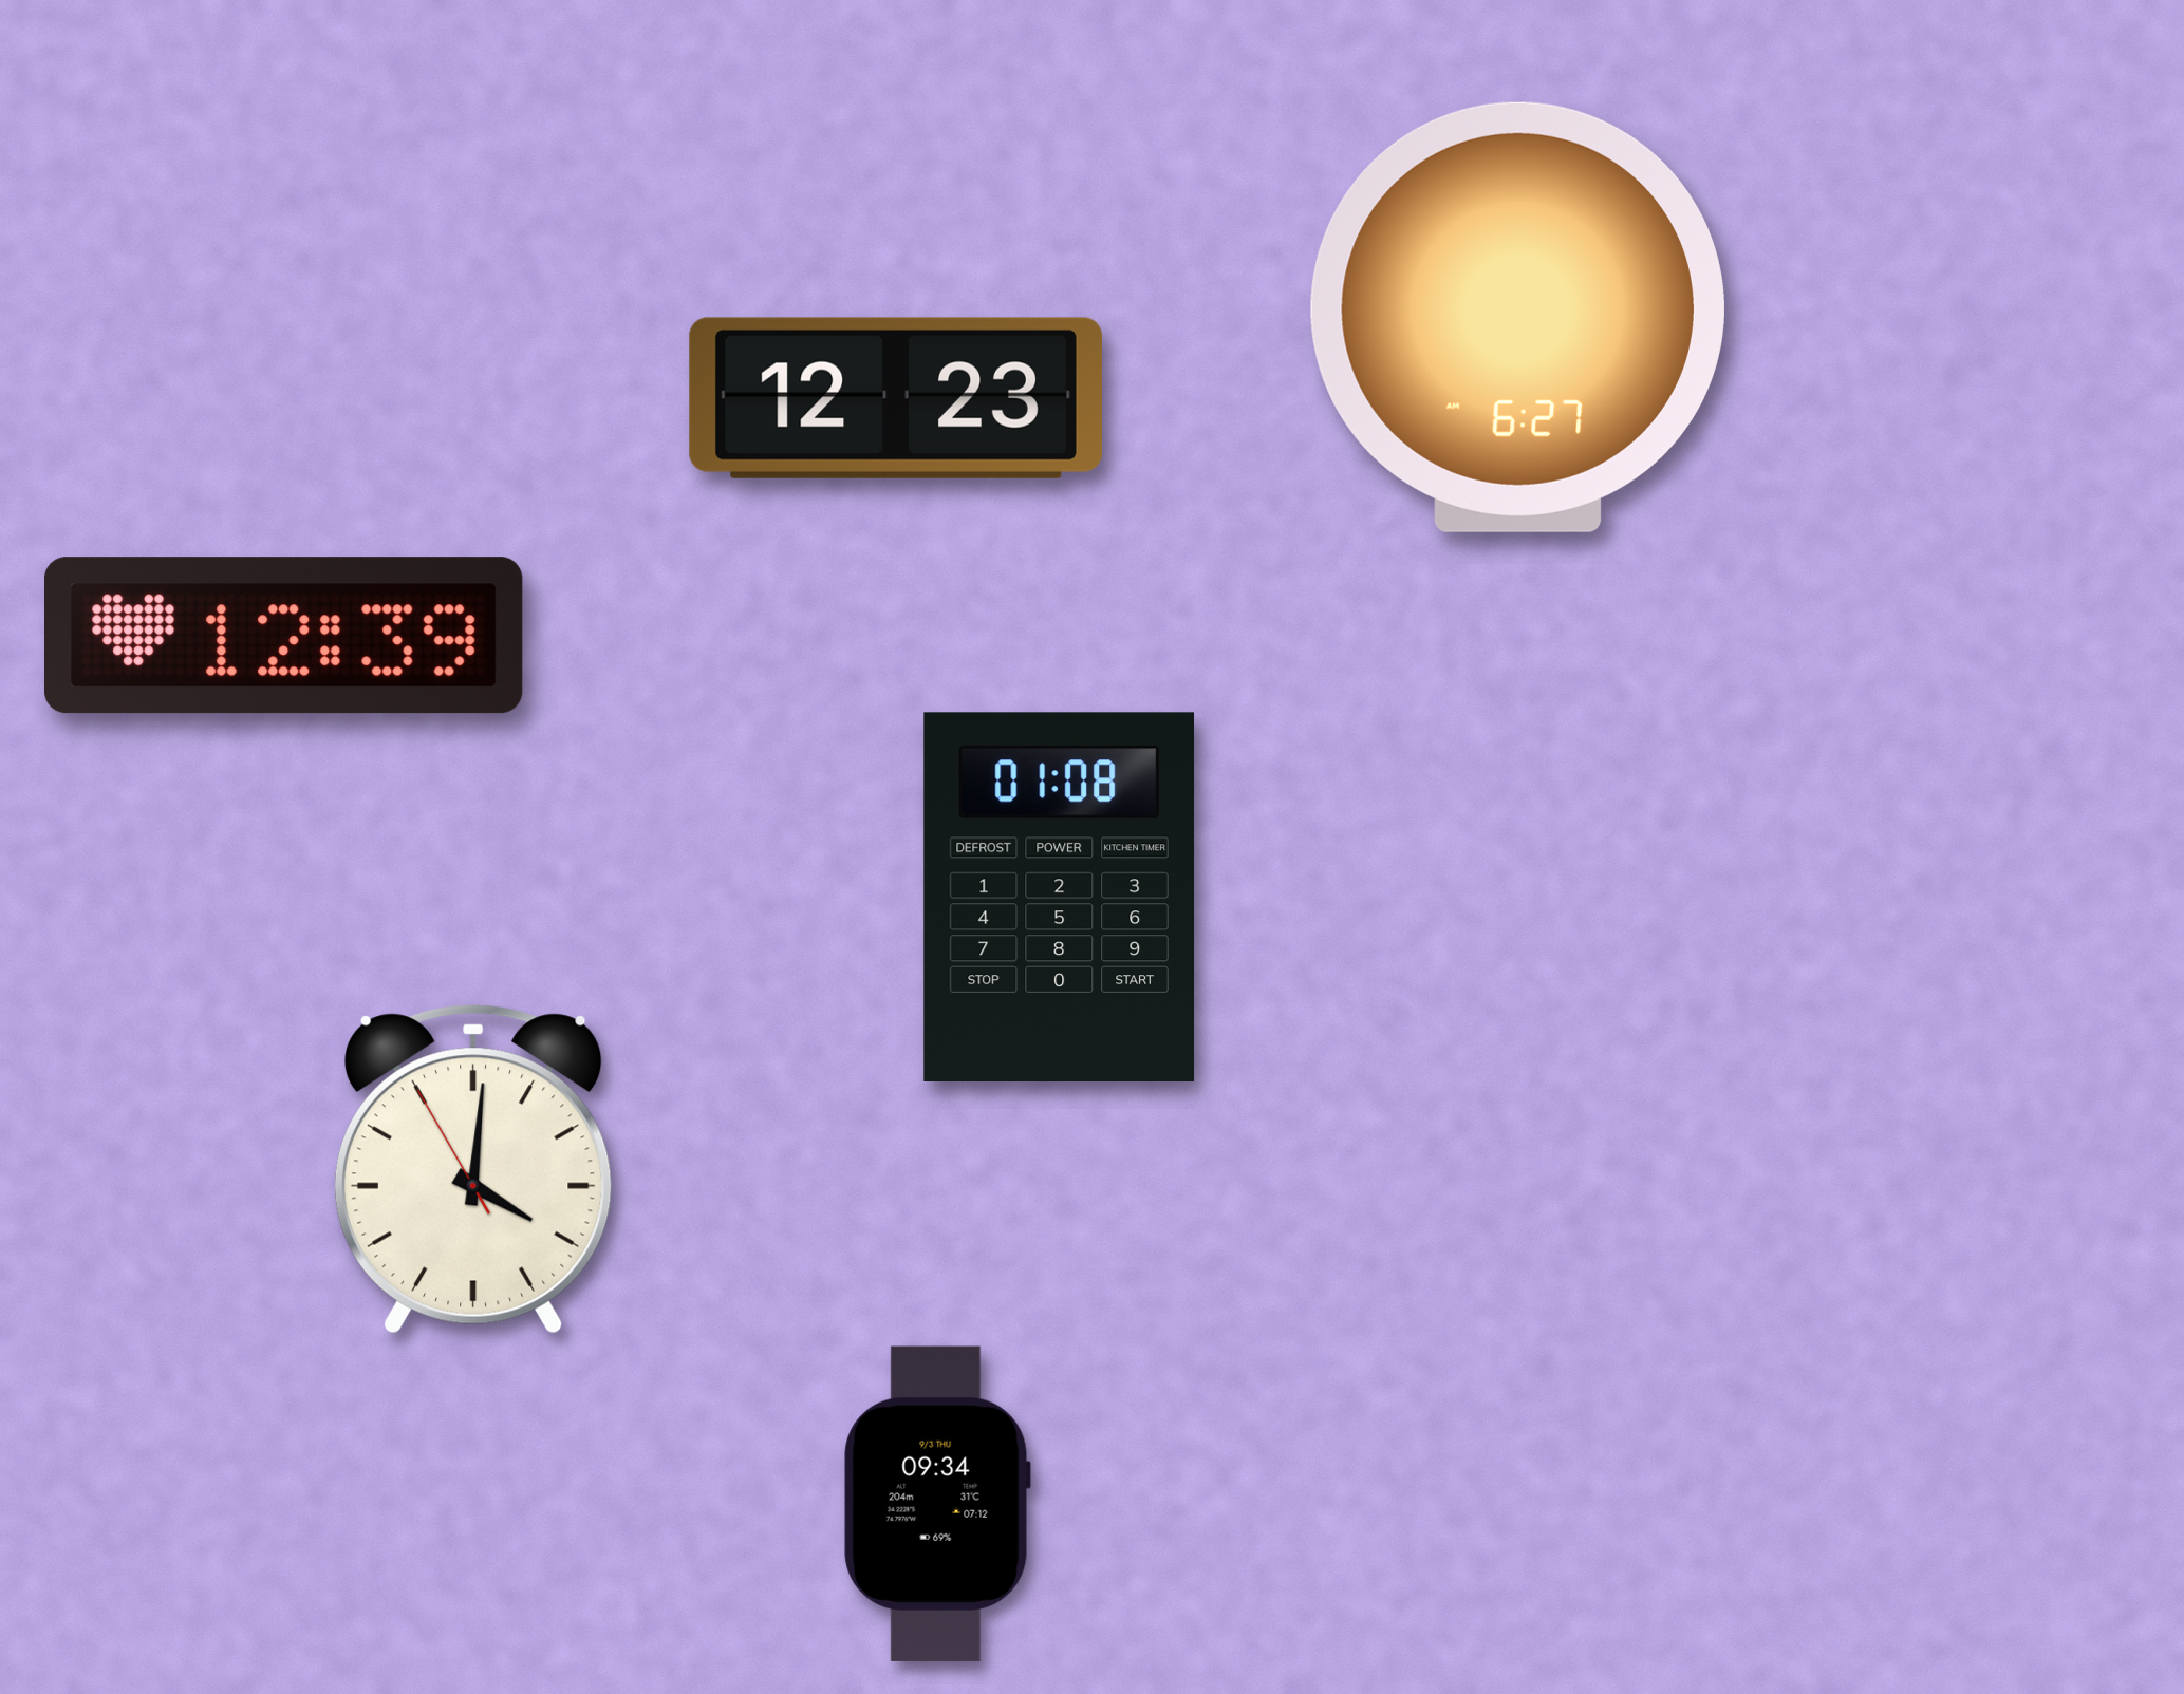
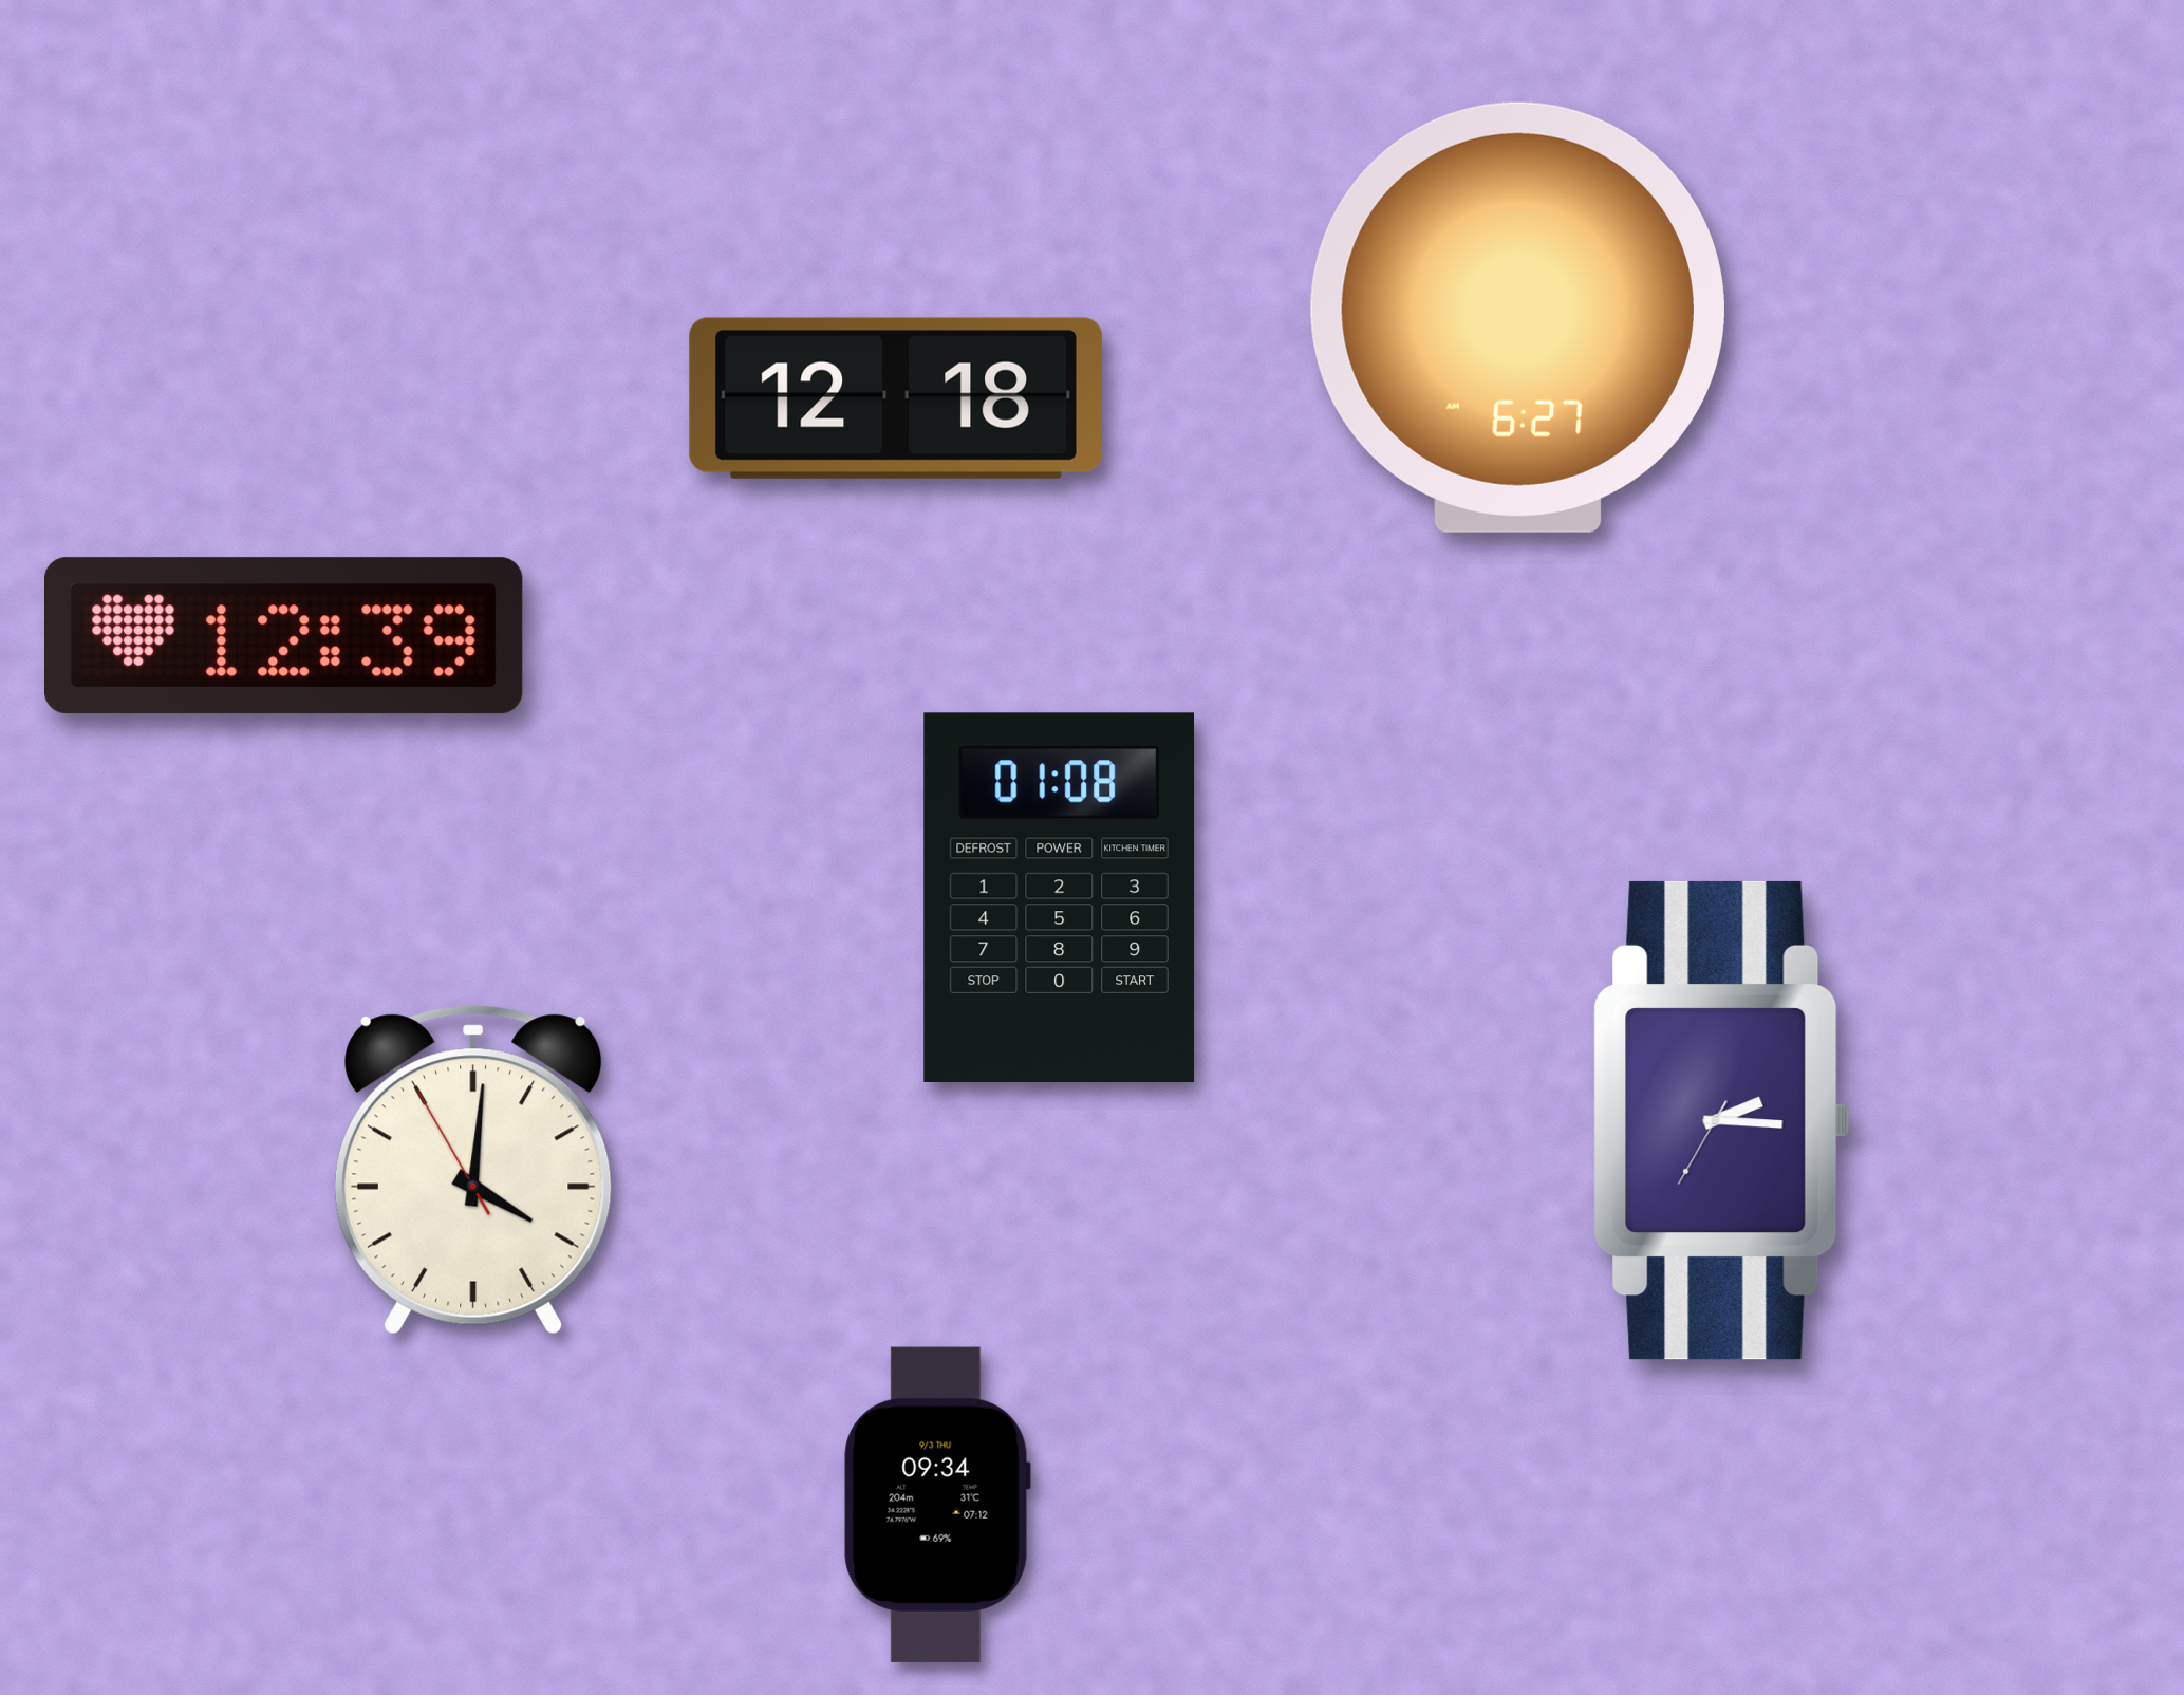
clock at (896, 398): 12:23 -> 12:18
clock at (1722, 1120): none -> 2:15
